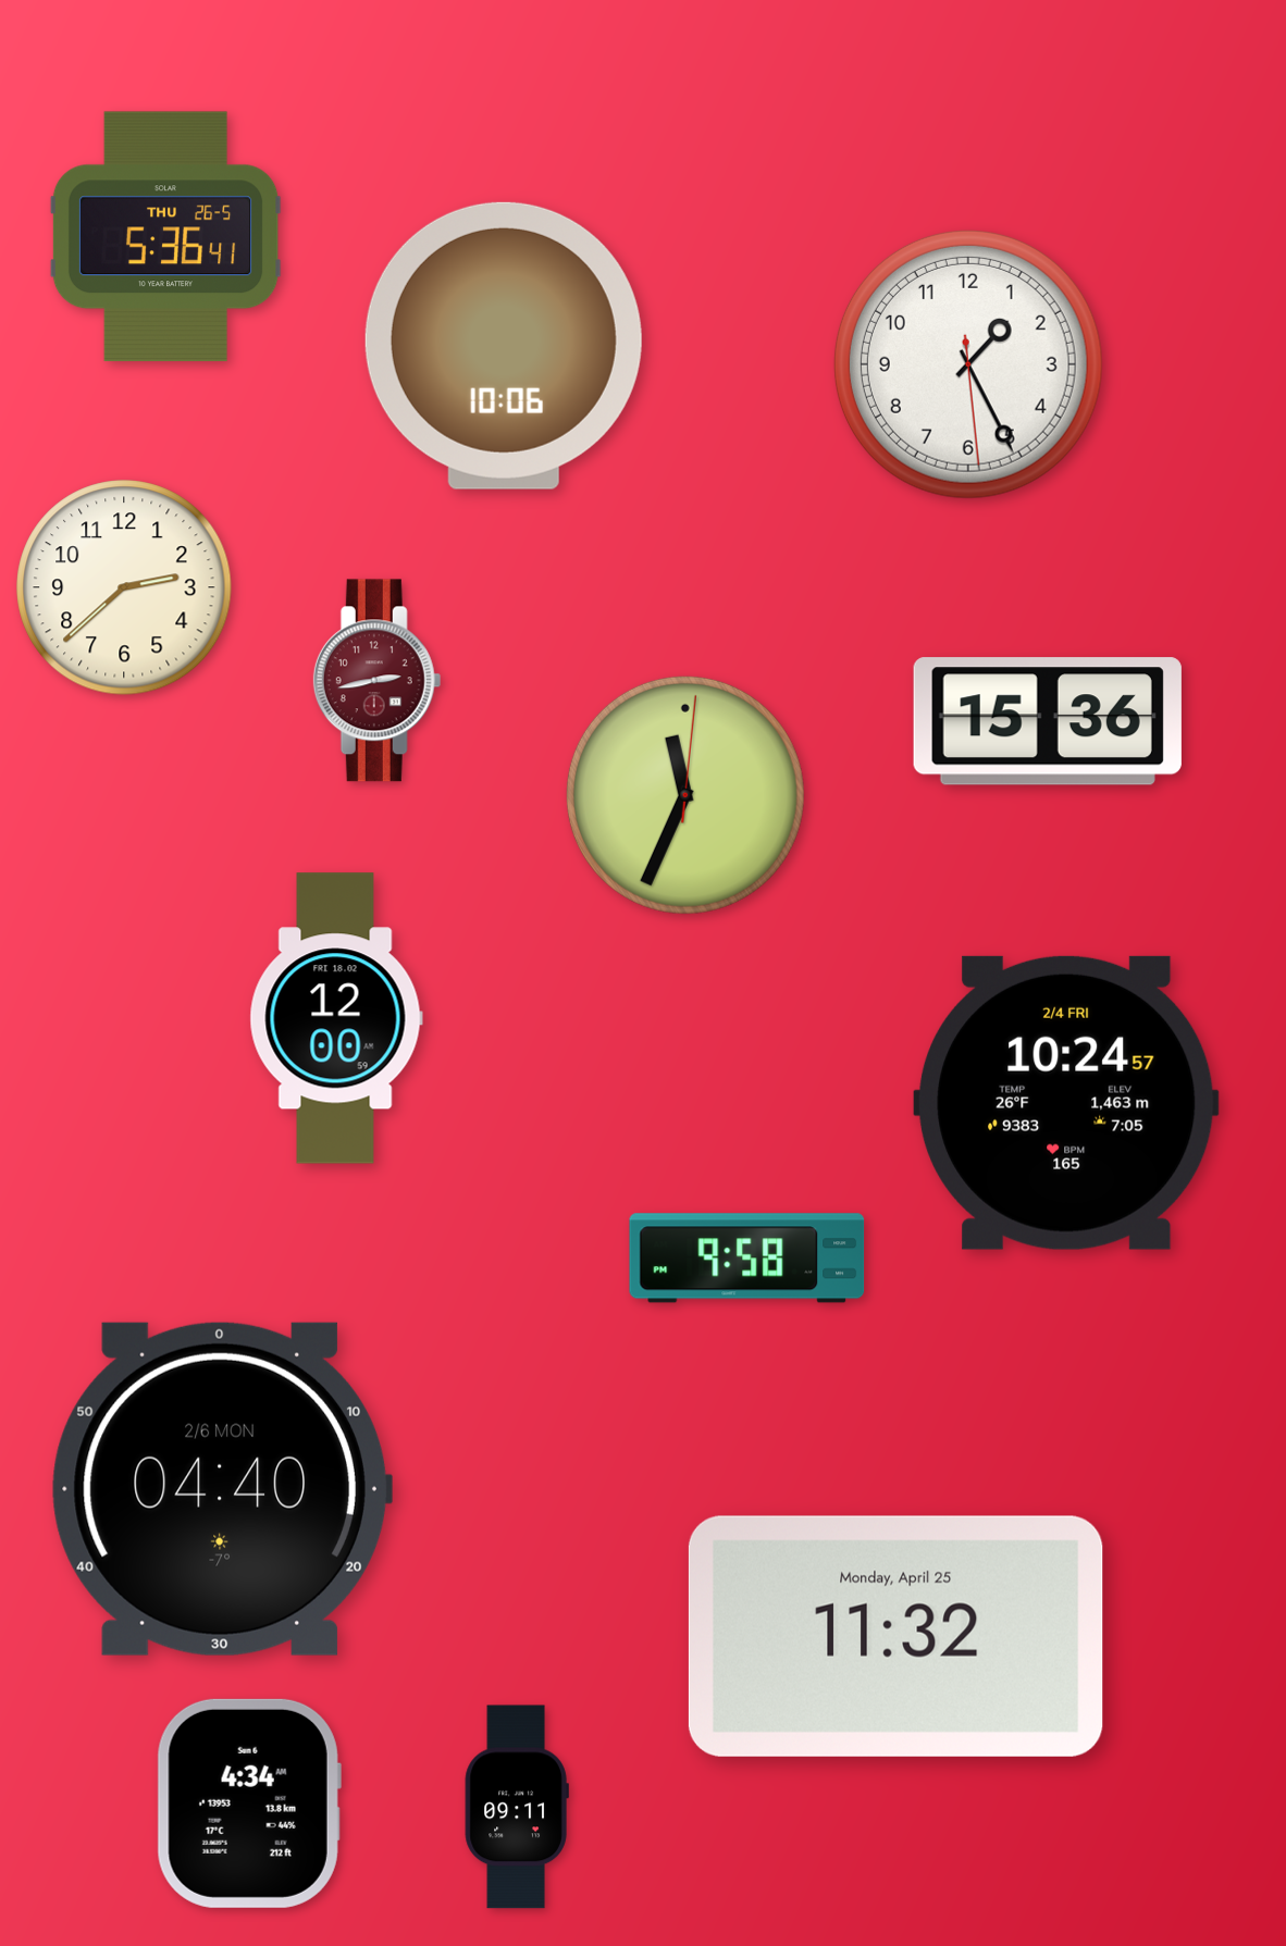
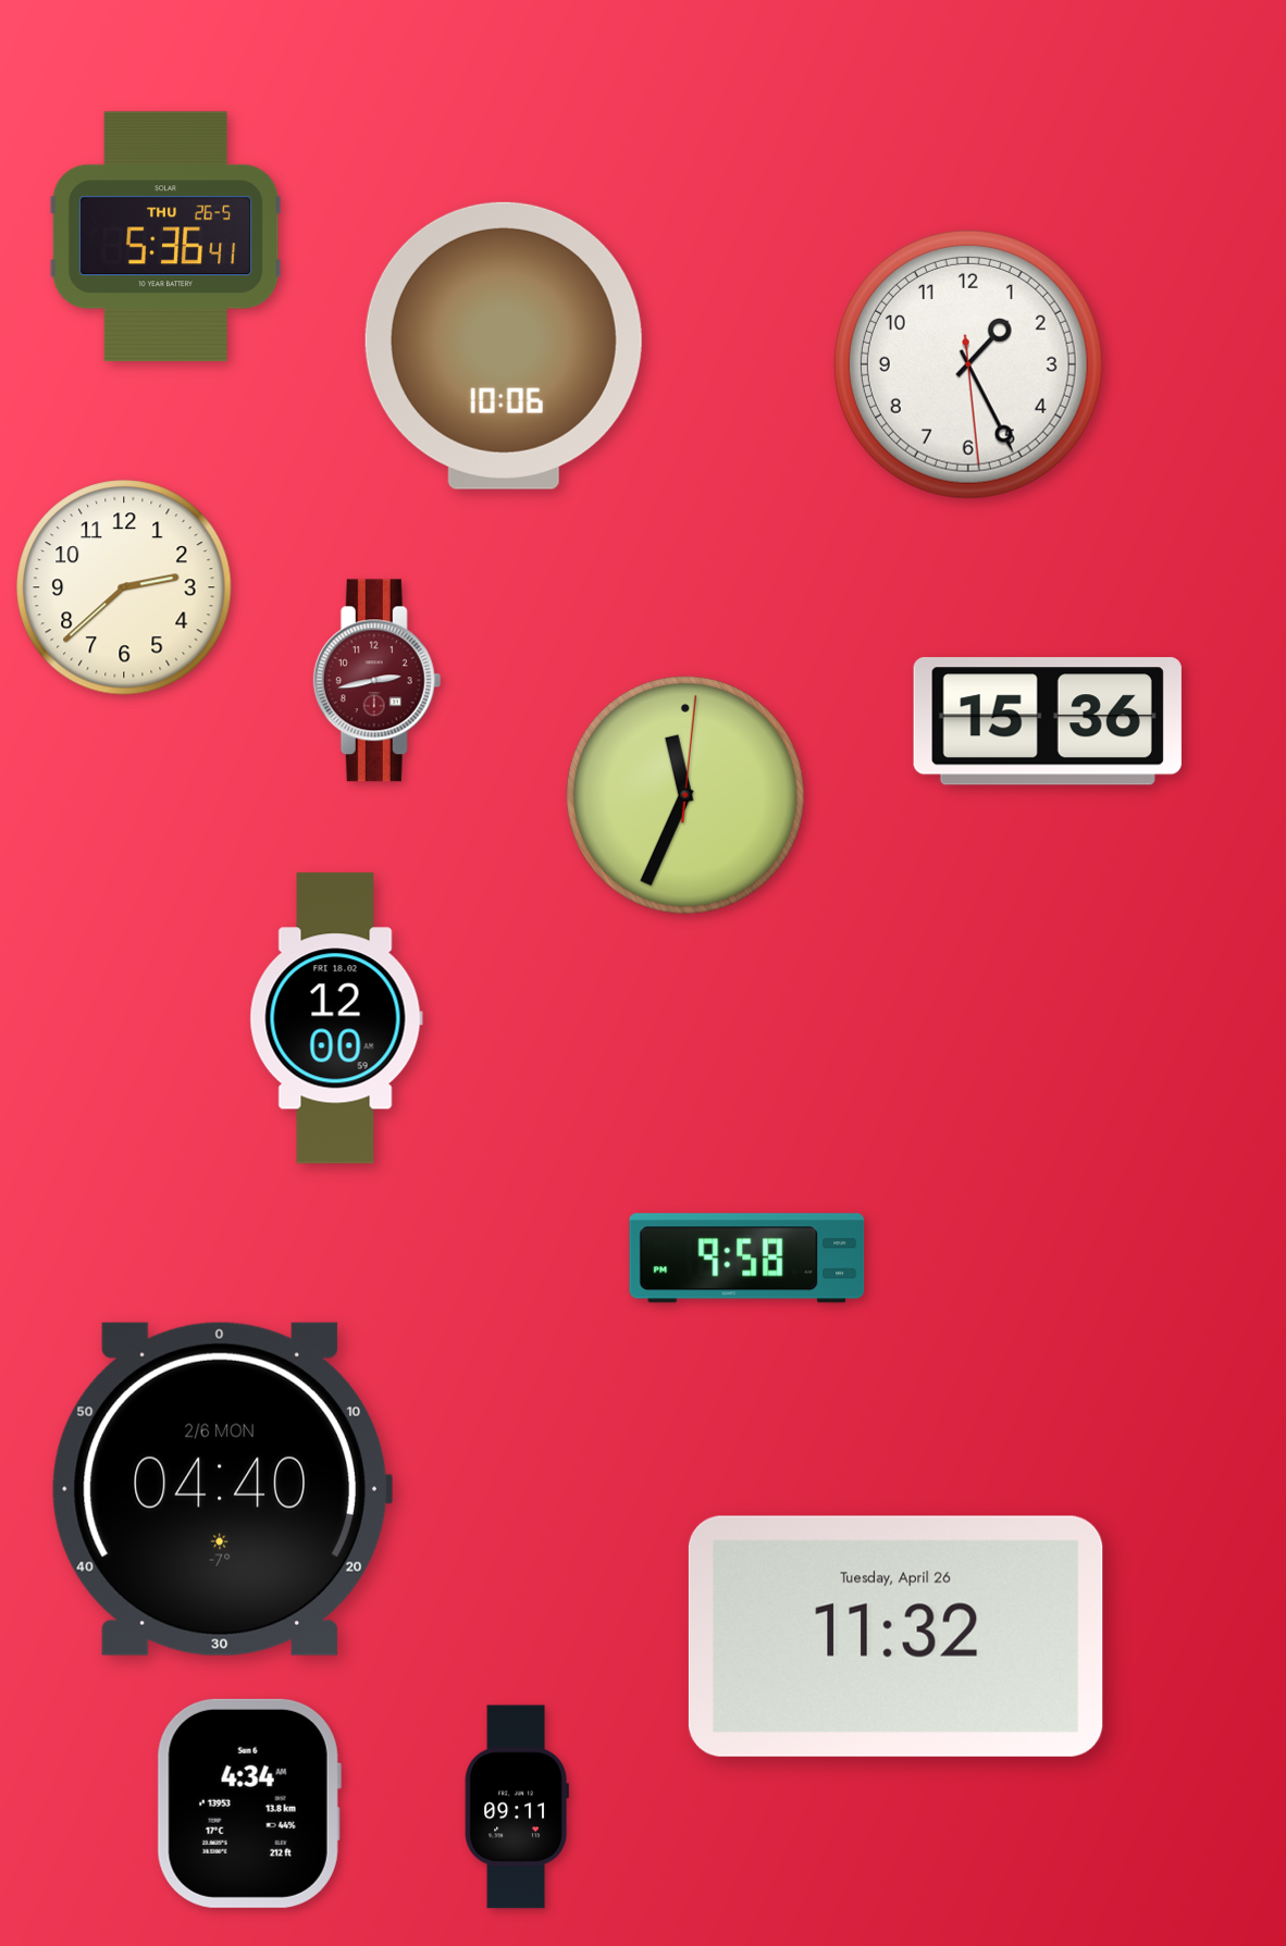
clock at (1066, 1103): 10:24 -> none
clock at (895, 1636) date: Monday, April 25 -> Tuesday, April 26
